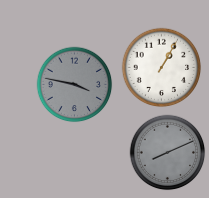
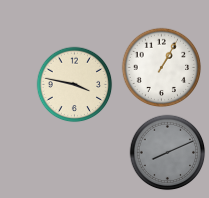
clock at (75, 85) dial: grey -> cream
